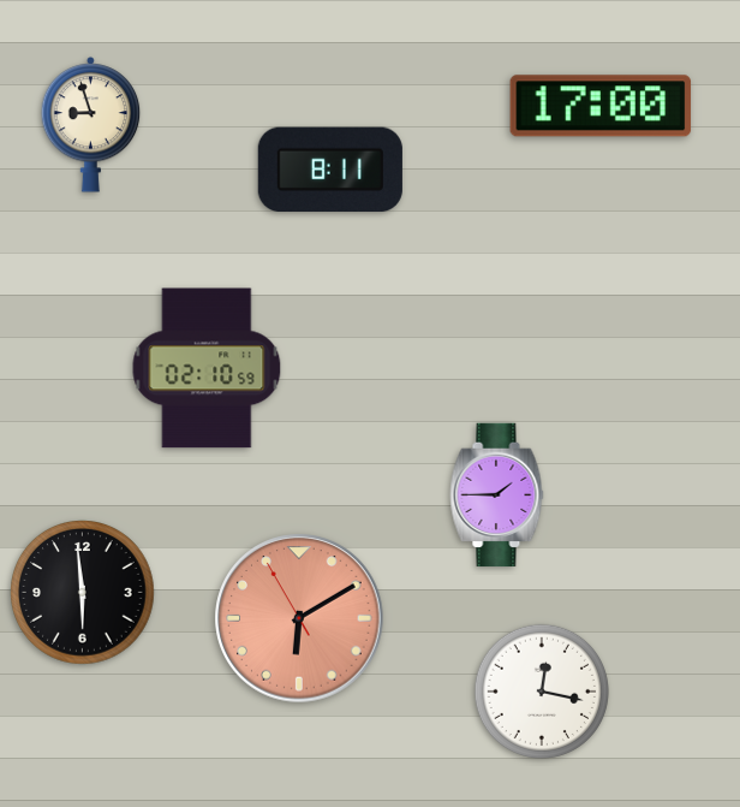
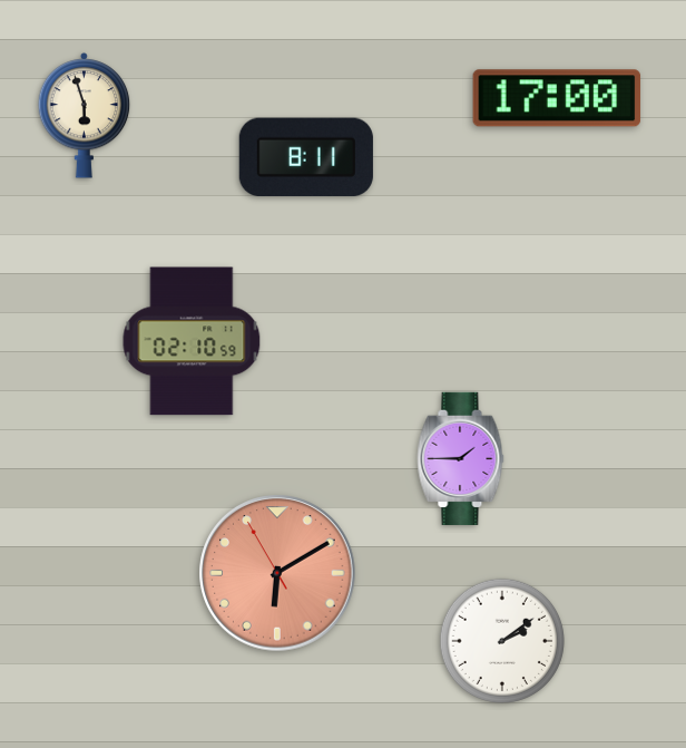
clock at (91, 124): 8:57 -> 5:57
clock at (83, 593): 5:59 -> none
clock at (542, 692): 12:17 -> 2:09
